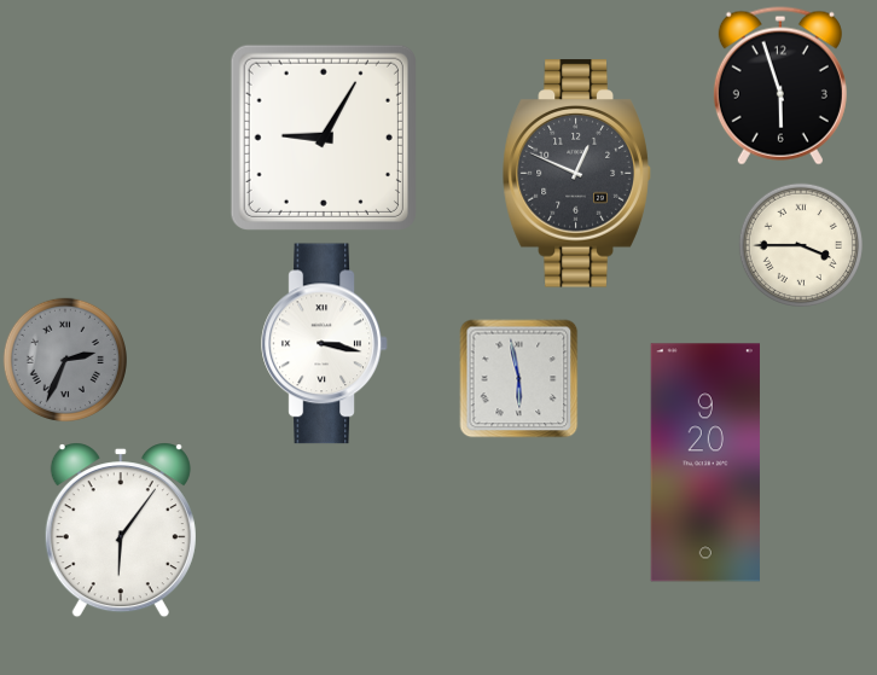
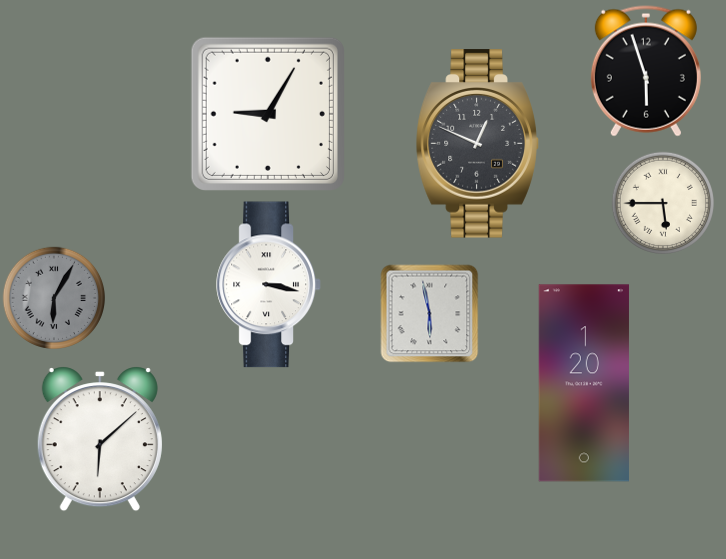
clock at (800, 244): 3:45 -> 5:45
clock at (64, 359): 2:34 -> 6:05
clock at (705, 462): 9:20 -> 1:20
clock at (121, 530): 6:06 -> 6:08
